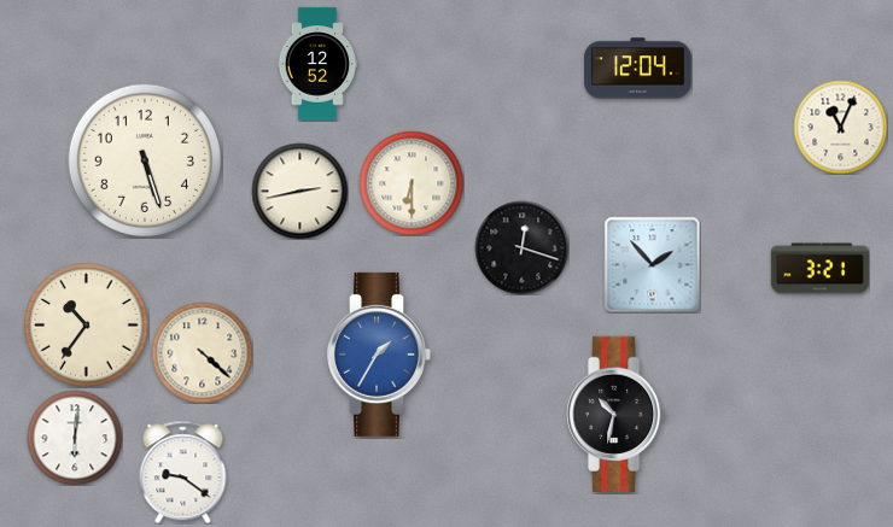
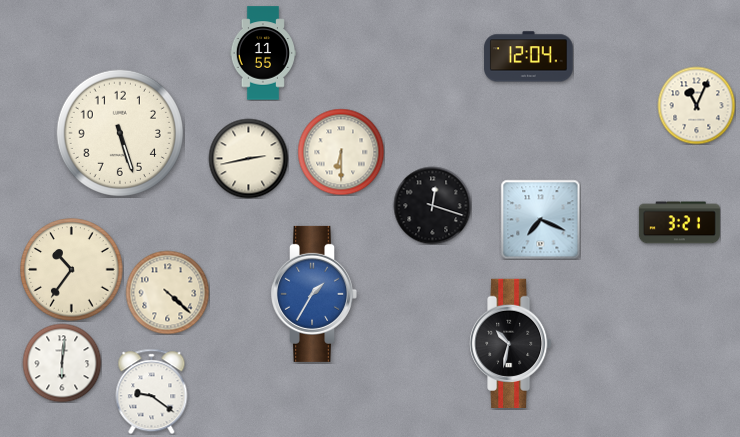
clock at (316, 64): 12:52 -> 11:55
clock at (652, 264): 1:53 -> 7:19
